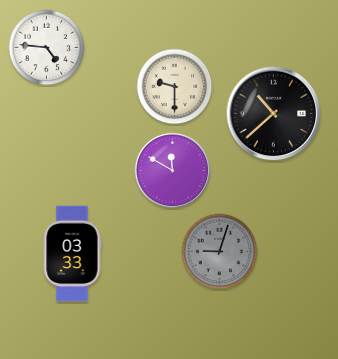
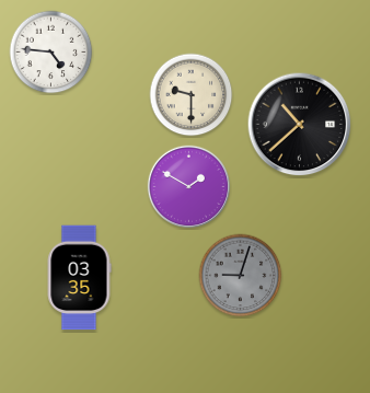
clock at (172, 170): 11:50 -> 1:50
clock at (72, 254): 03:33 -> 03:35
